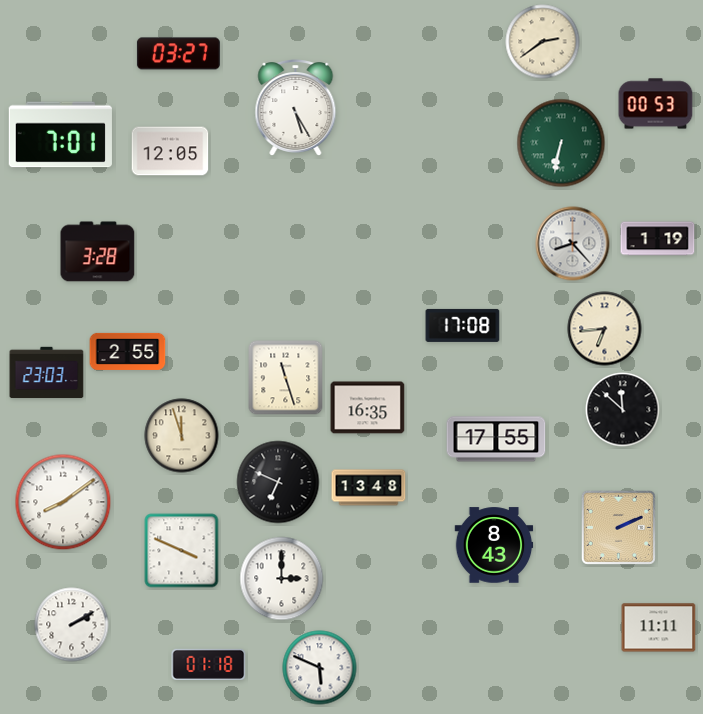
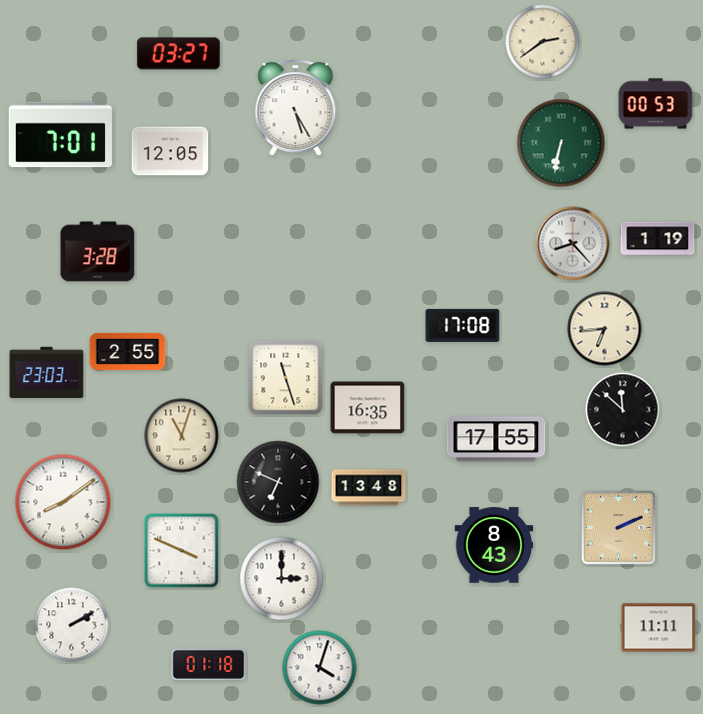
clock at (182, 436): 11:57 -> 11:03
clock at (320, 668): 5:49 -> 4:03
